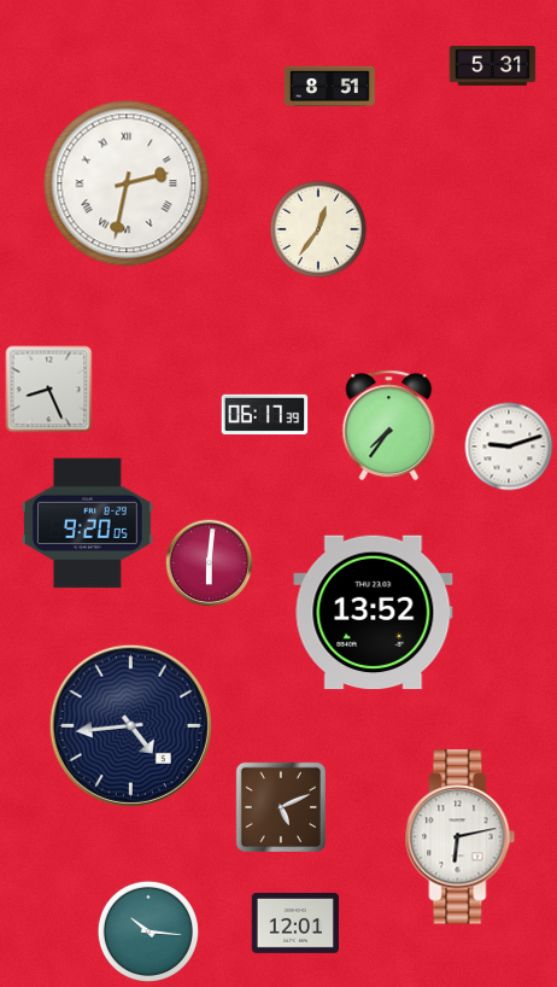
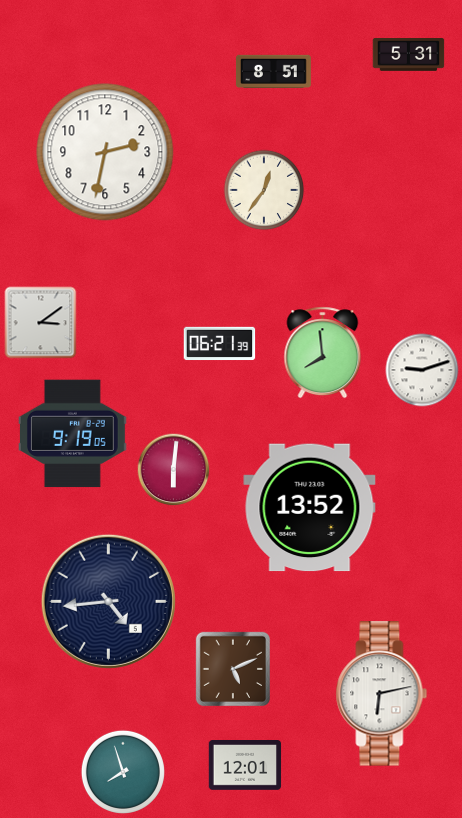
clock at (127, 183) numerals: Roman -> Arabic
clock at (49, 390): 8:26 -> 3:09
clock at (265, 415): 06:17 -> 06:21
clock at (389, 426): 7:36 -> 7:59
clock at (87, 524): 9:20 -> 9:19
clock at (210, 563) position: (210, 563) -> (174, 470)
clock at (148, 931): 10:16 -> 7:57
